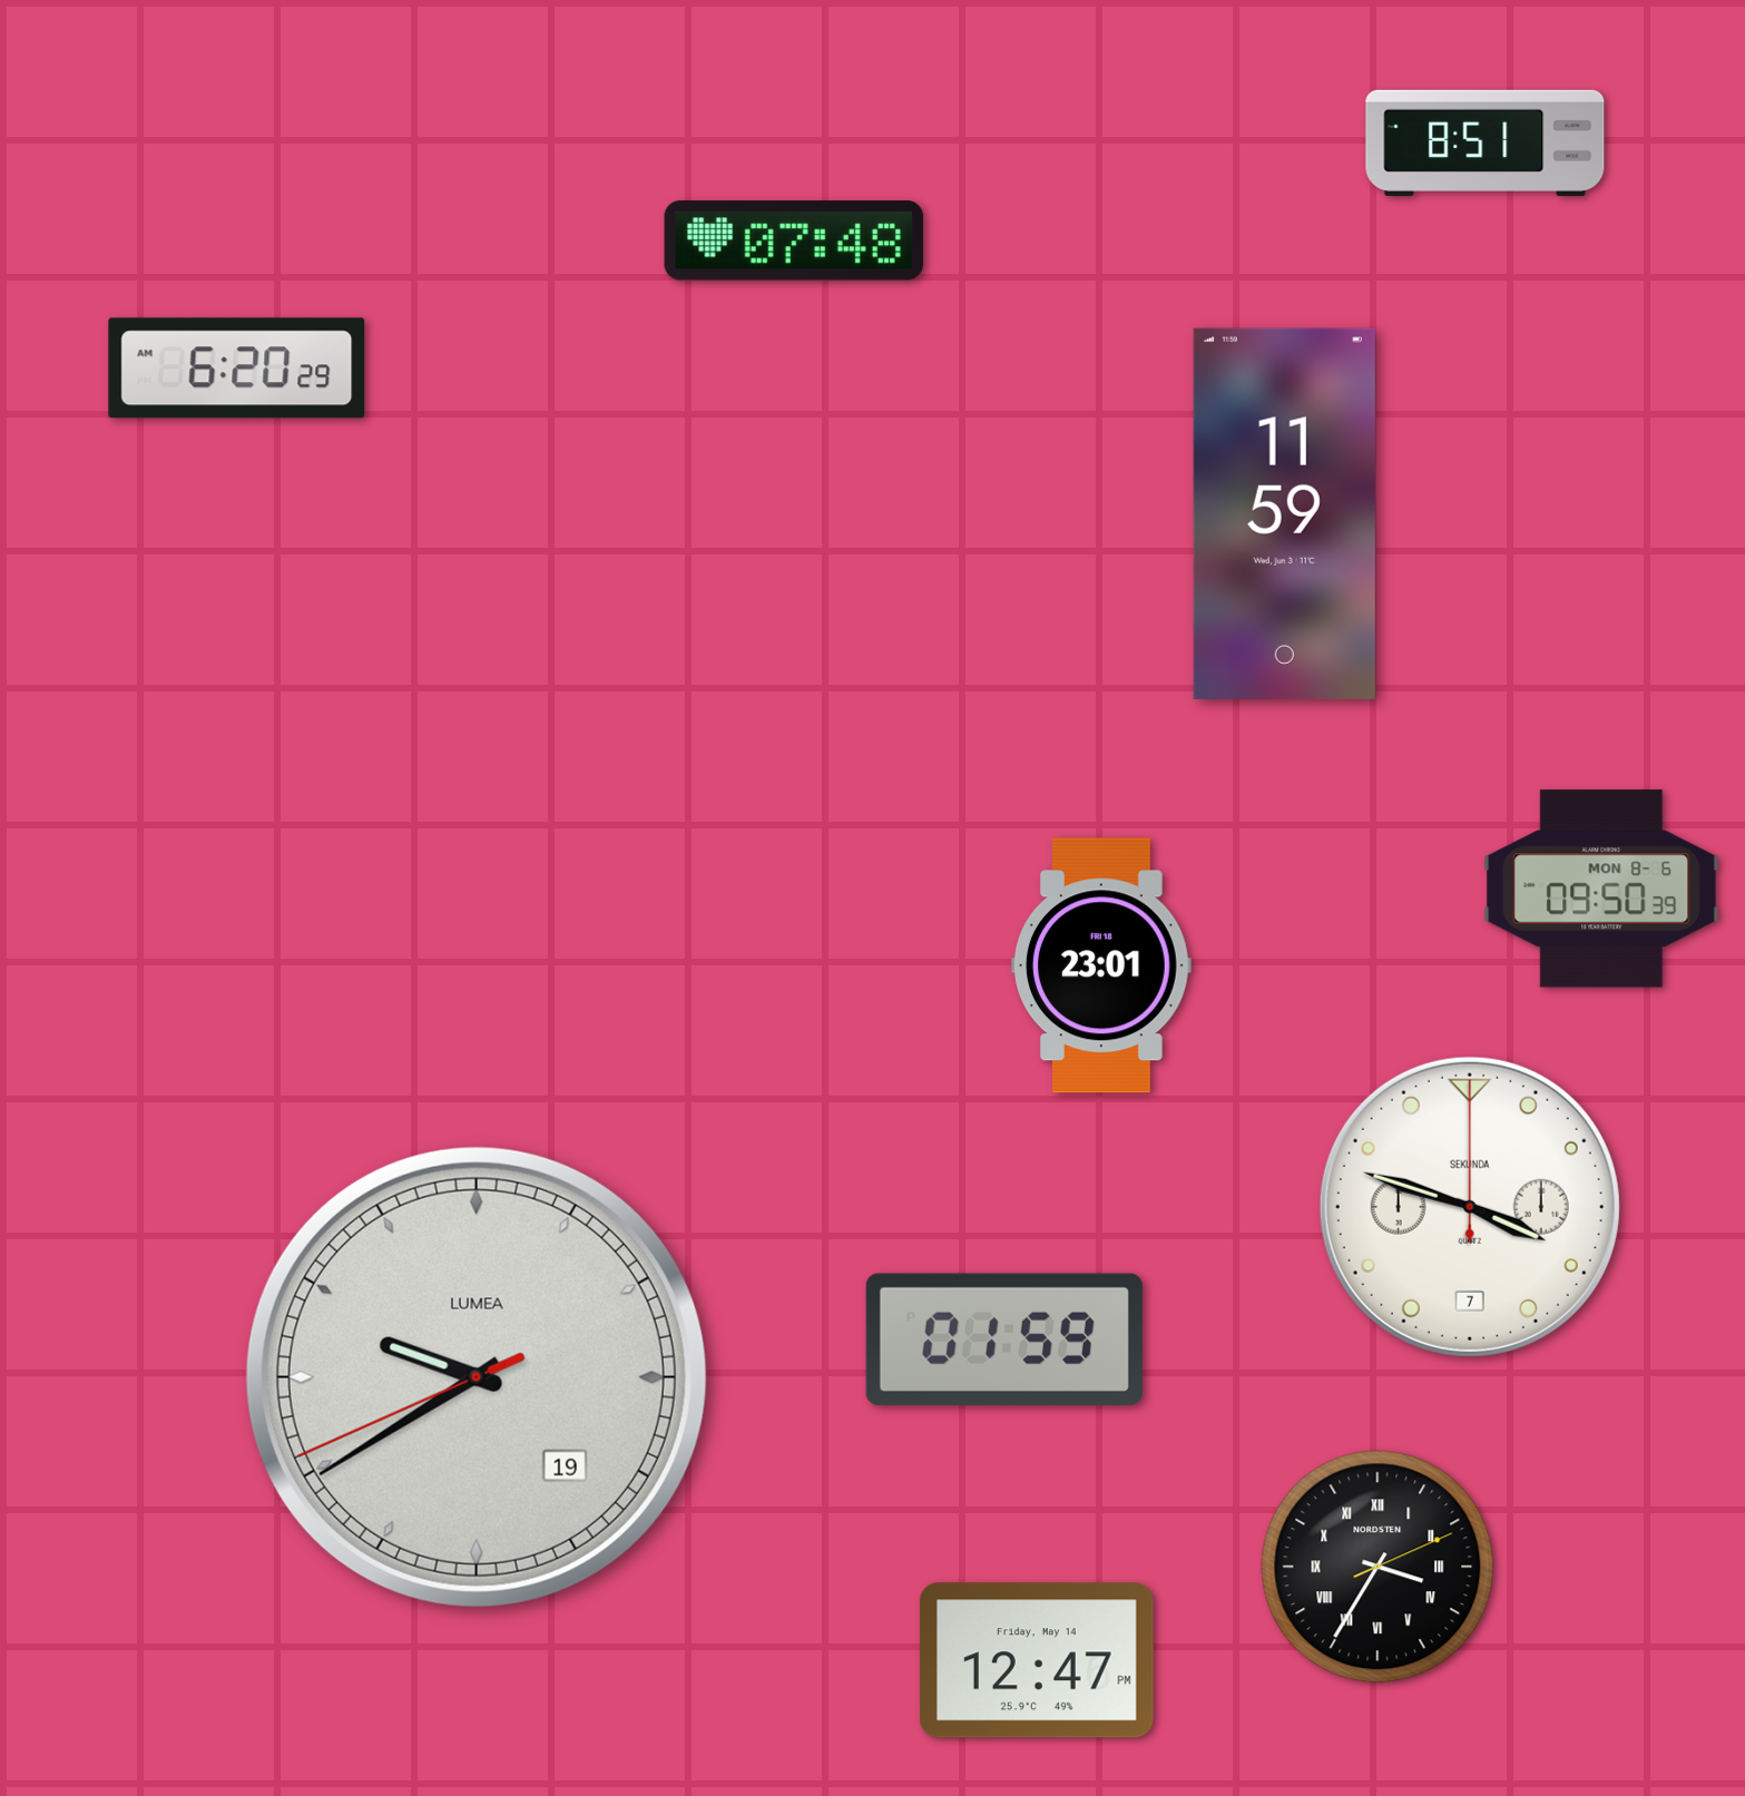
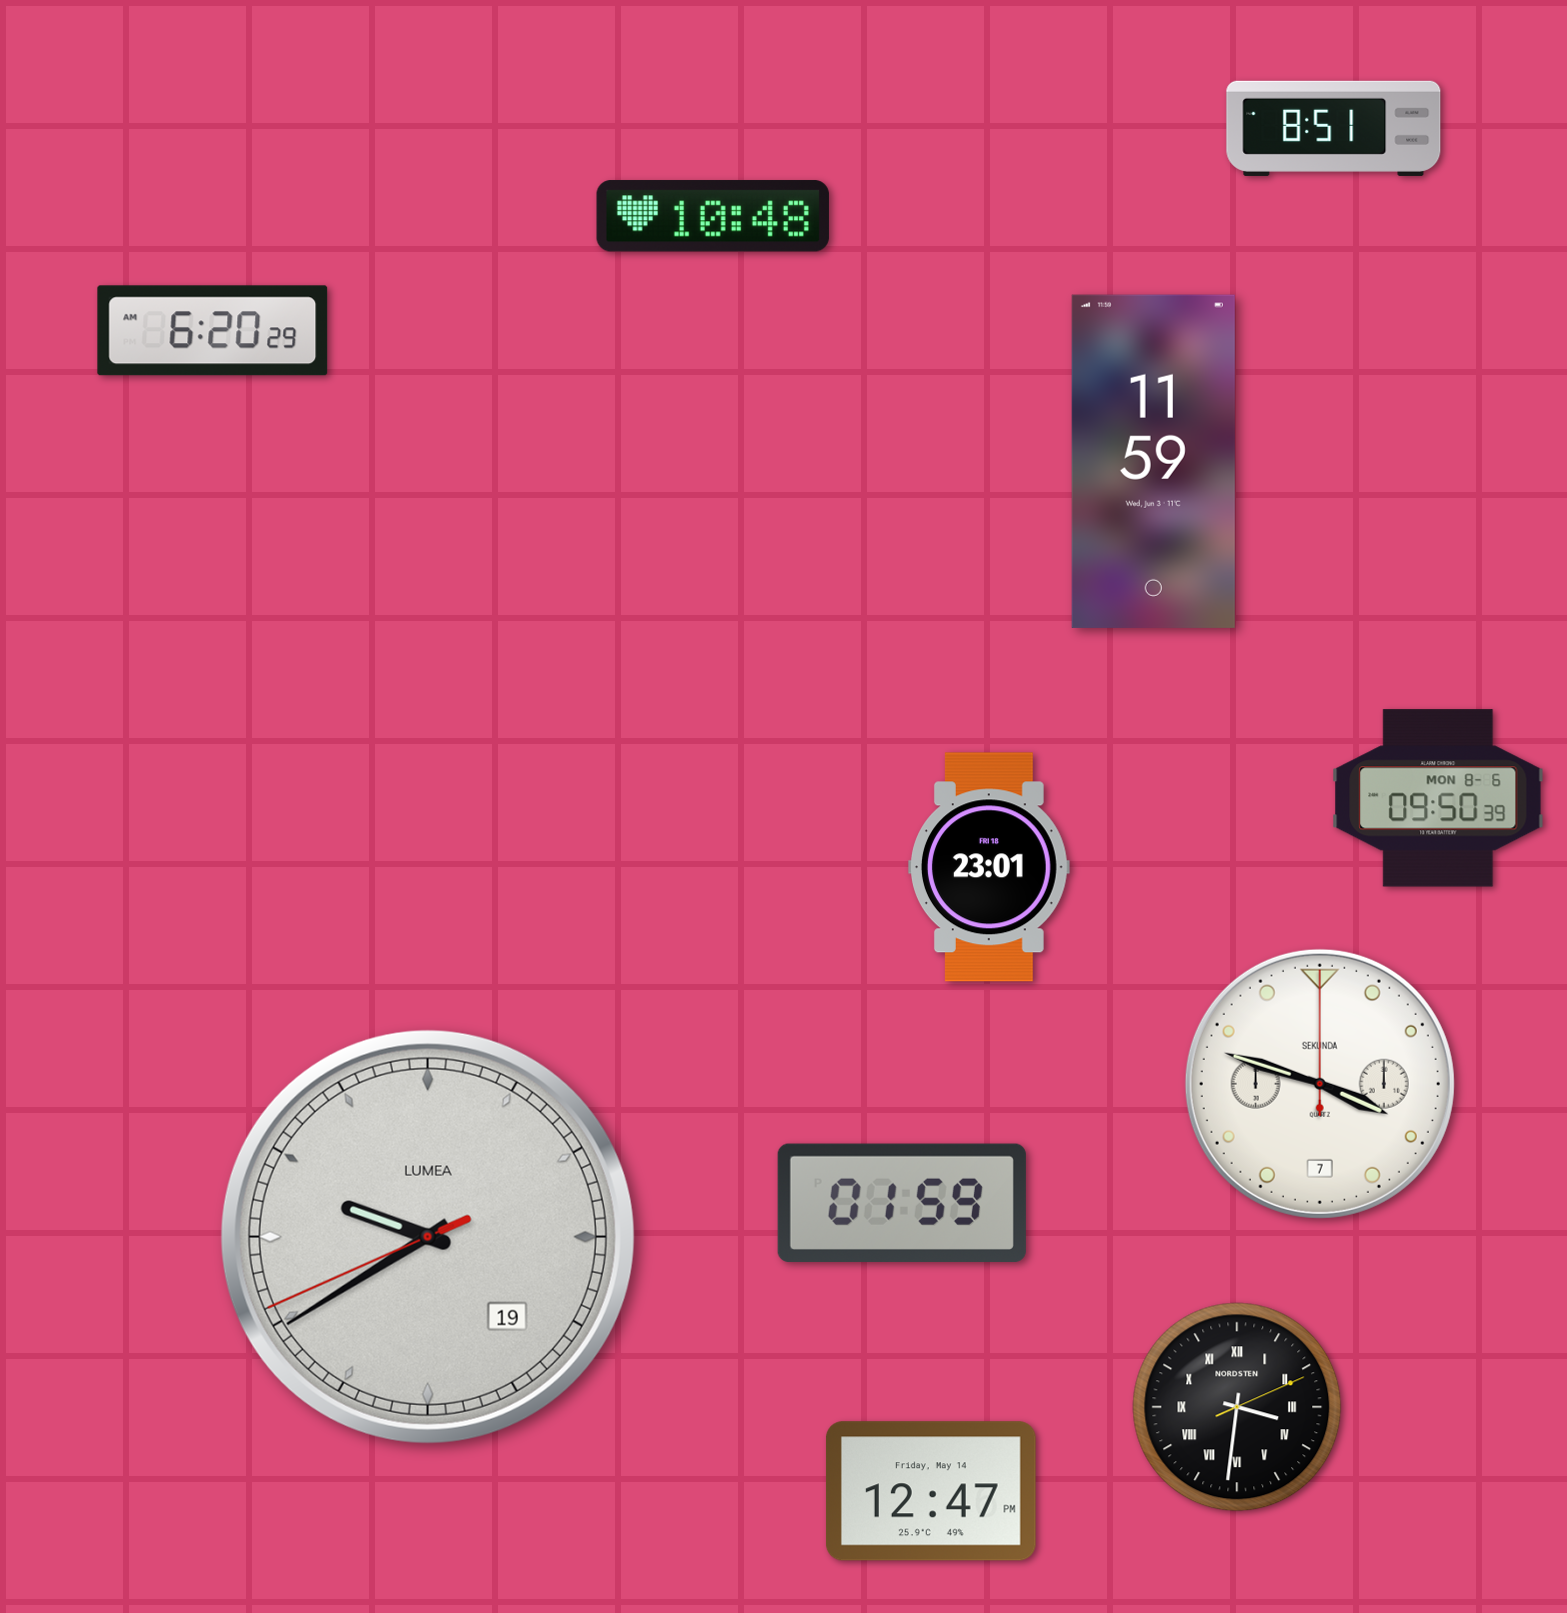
clock at (794, 241): 07:48 -> 10:48
clock at (1378, 1567): 3:35 -> 3:31
